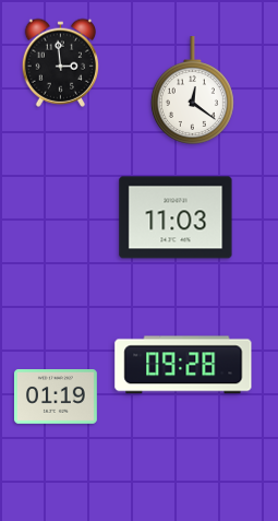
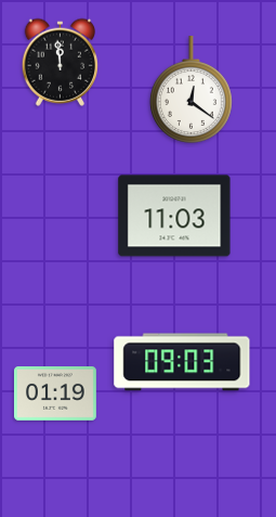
clock at (61, 62): 2:59 -> 11:59
clock at (183, 365): 09:28 -> 09:03
